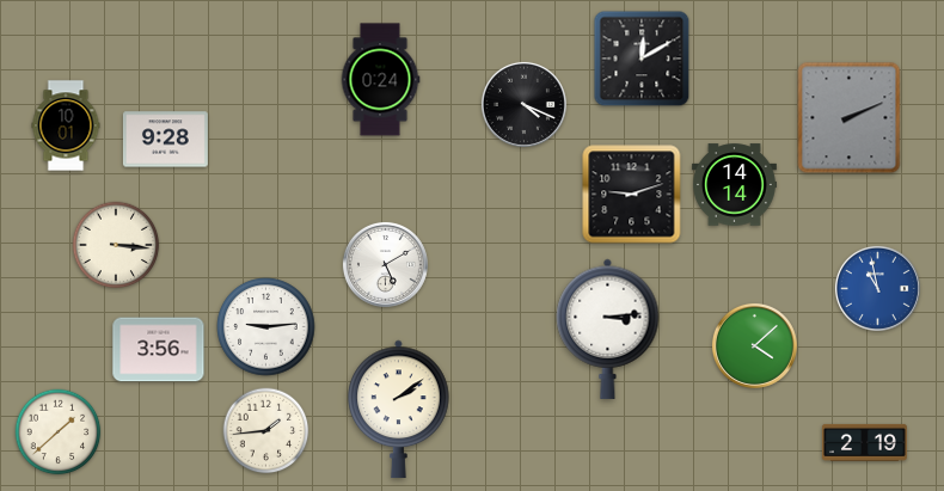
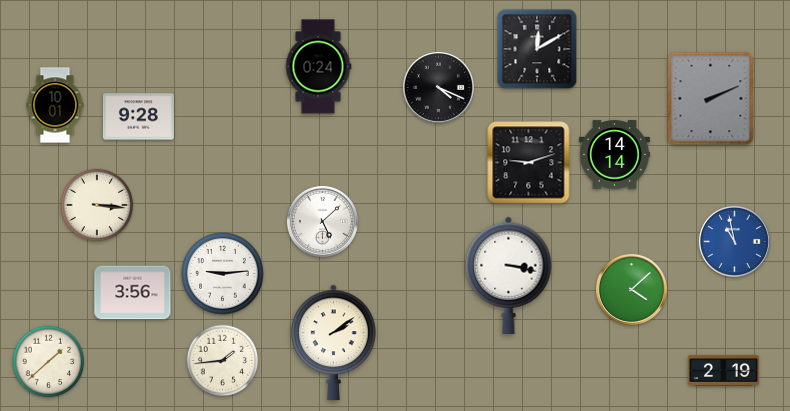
clock at (385, 264): 5:10 -> 5:08
clock at (608, 329): 3:14 -> 3:17
